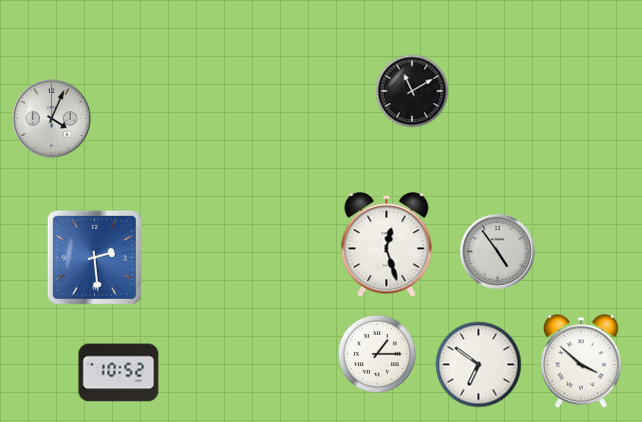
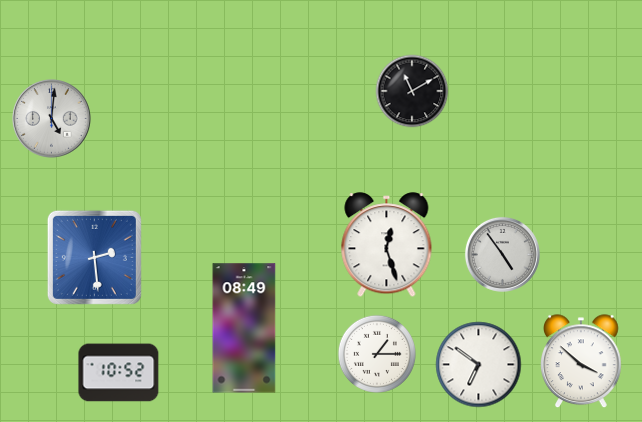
clock at (52, 119): 4:04 -> 5:01
clock at (497, 251) position: (497, 251) -> (502, 254)
clock at (244, 328): none -> 08:49
